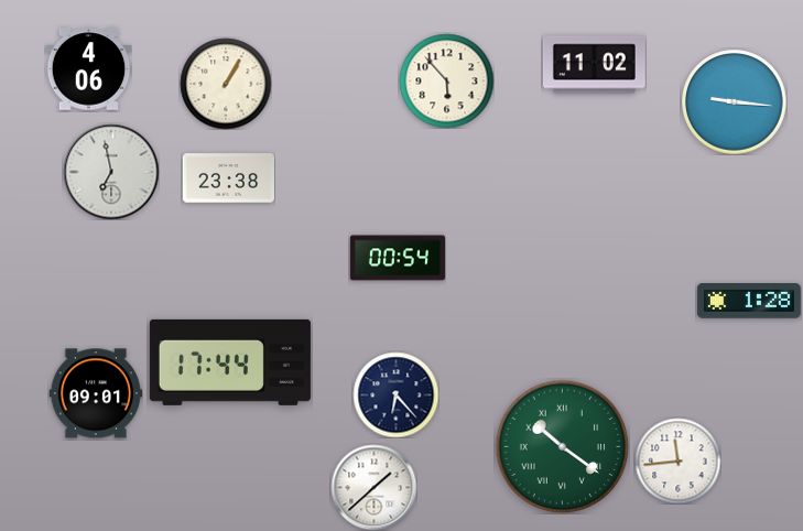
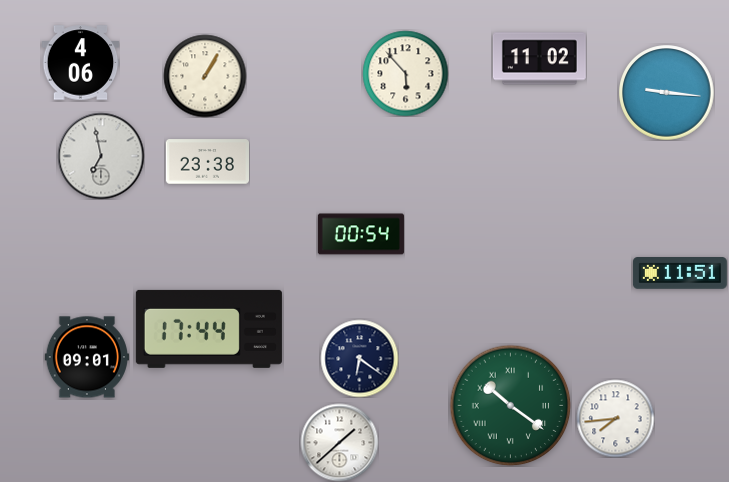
clock at (749, 302): 1:28 -> 11:51
clock at (395, 394): 6:23 -> 6:21
clock at (677, 460): 11:44 -> 7:44
